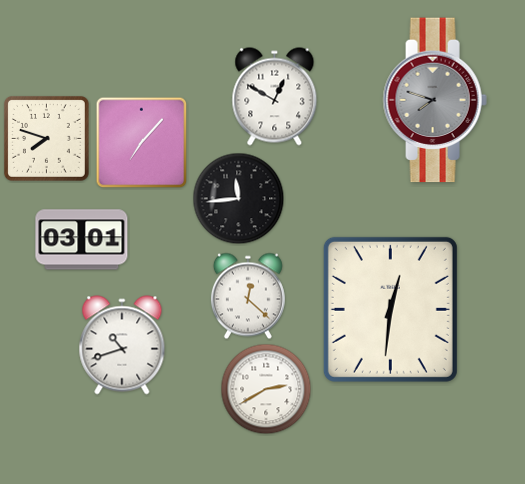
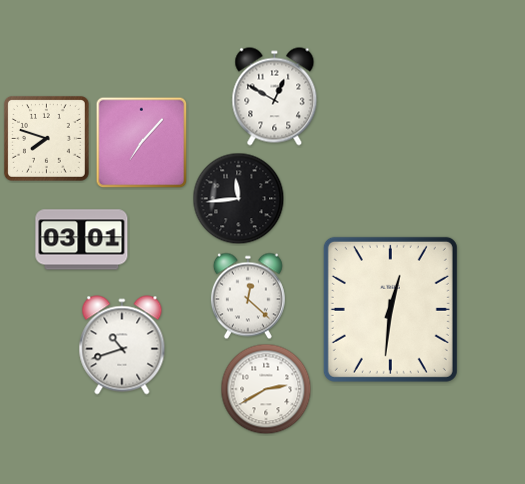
clock at (435, 100): 7:48 -> none
